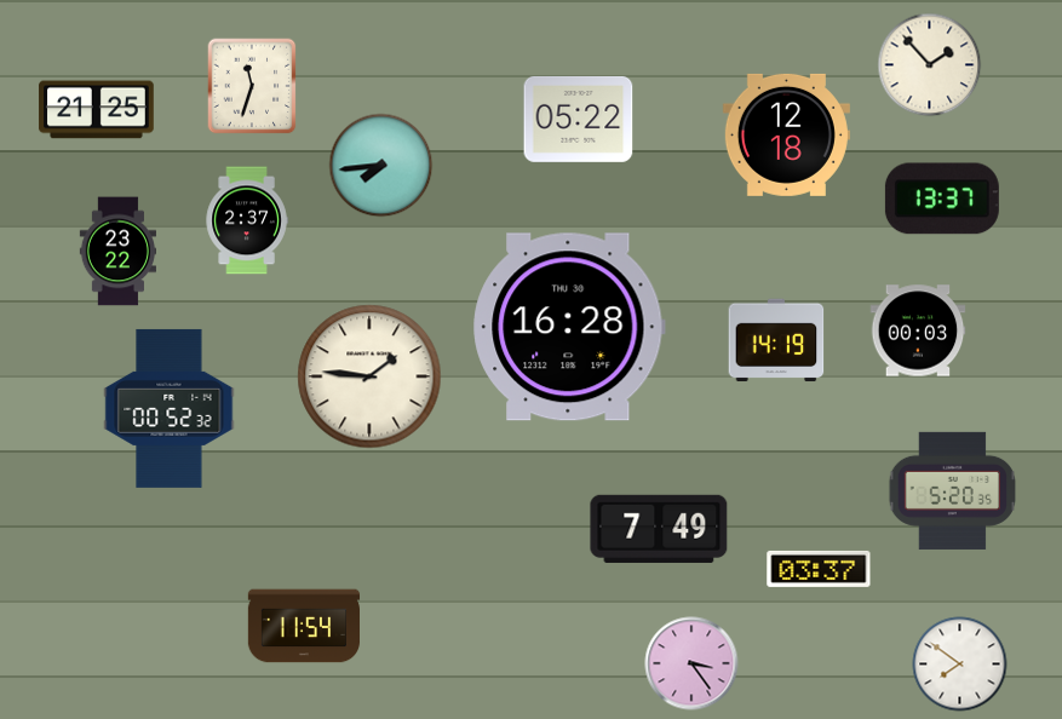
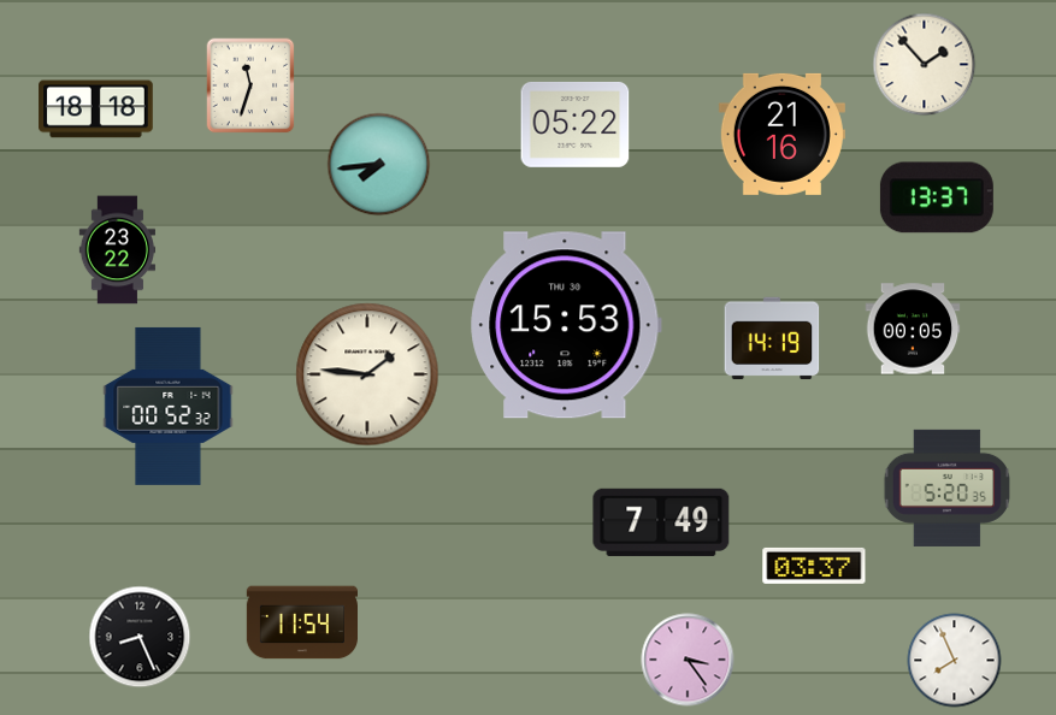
clock at (97, 110): 21:25 -> 18:18
clock at (579, 119) position: (579, 119) -> (576, 124)
clock at (786, 134): 12:18 -> 21:16
clock at (247, 220): 2:37 -> none
clock at (569, 327): 16:28 -> 15:53
clock at (918, 330): 00:03 -> 00:05
clock at (659, 529) position: (659, 529) -> (661, 522)
clock at (140, 637): none -> 8:26
clock at (960, 665): 7:51 -> 7:56
